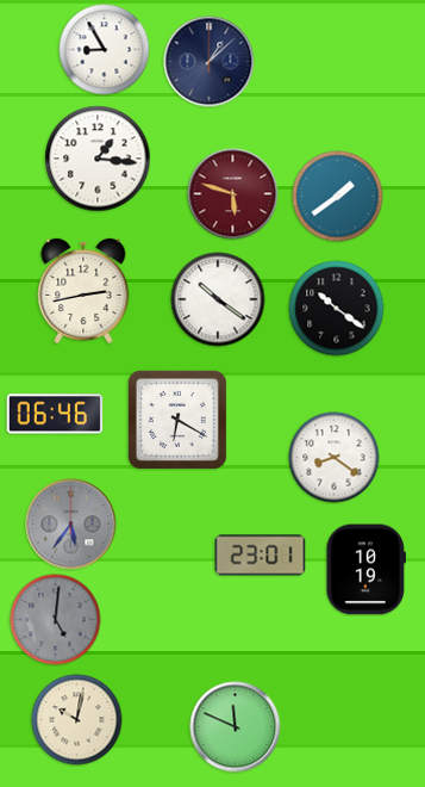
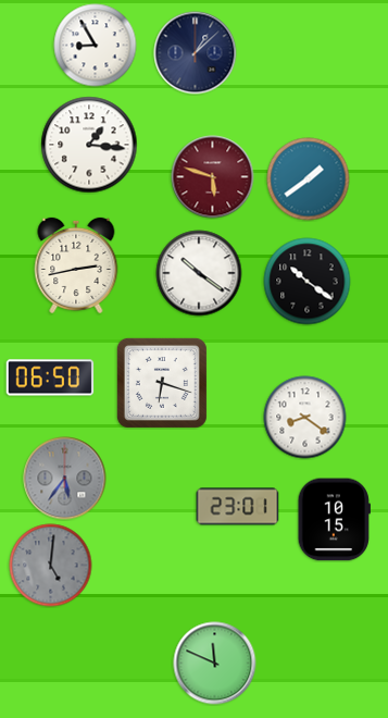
clock at (210, 62) position: (210, 62) -> (196, 53)
clock at (55, 414): 06:46 -> 06:50
clock at (177, 420): 6:20 -> 6:18
clock at (365, 570): 10:19 -> 10:15
clock at (77, 720): 10:02 -> none
